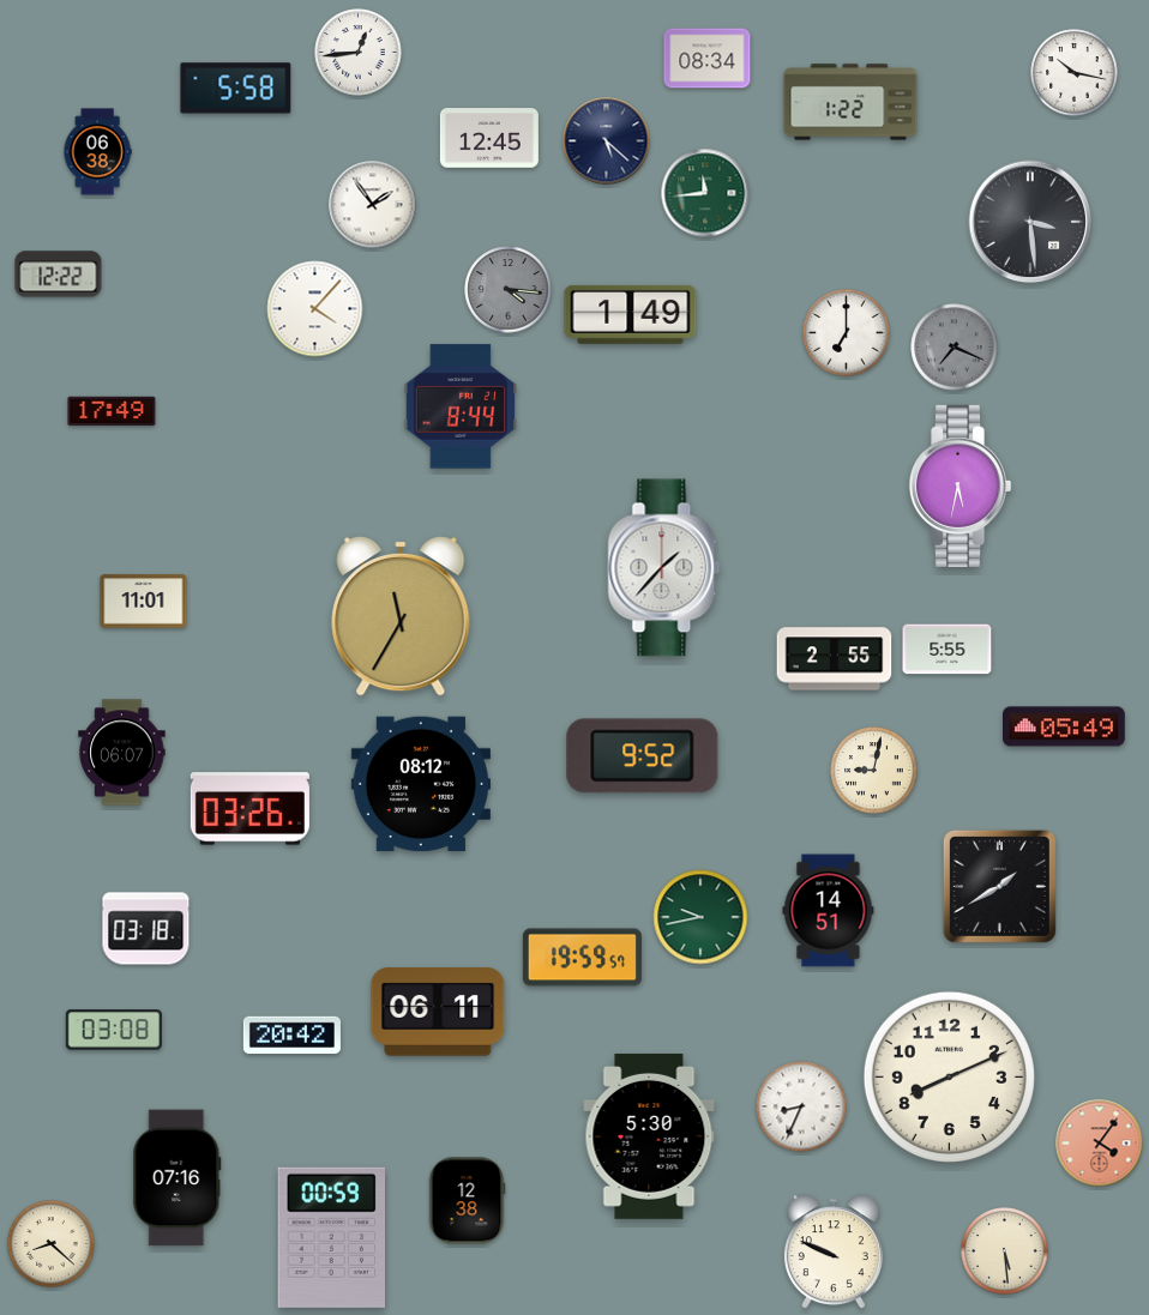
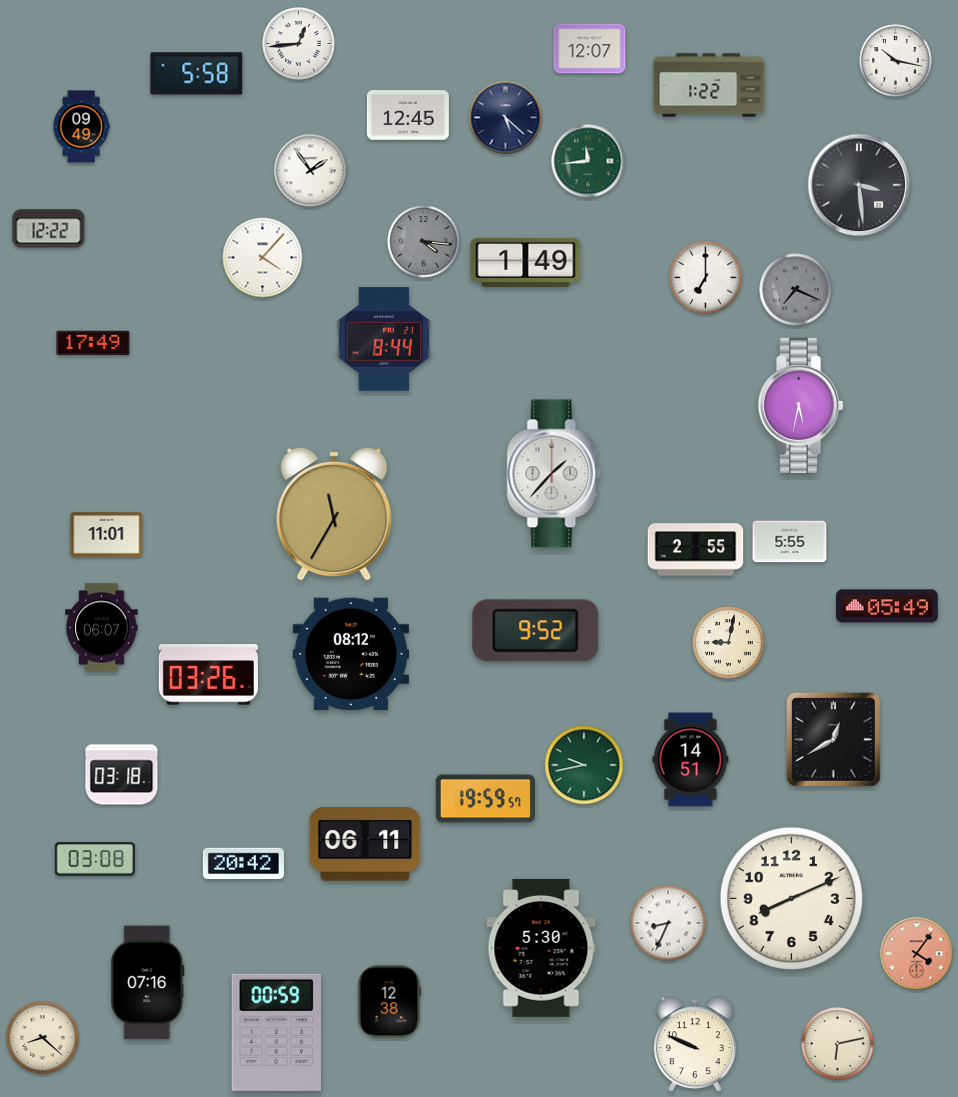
clock at (708, 59): 08:34 -> 12:07
clock at (97, 152): 06:38 -> 09:49
clock at (144, 602) position: (144, 602) -> (107, 535)
clock at (999, 886): 1:40 -> 12:40
clock at (1005, 1251): 5:29 -> 6:13
